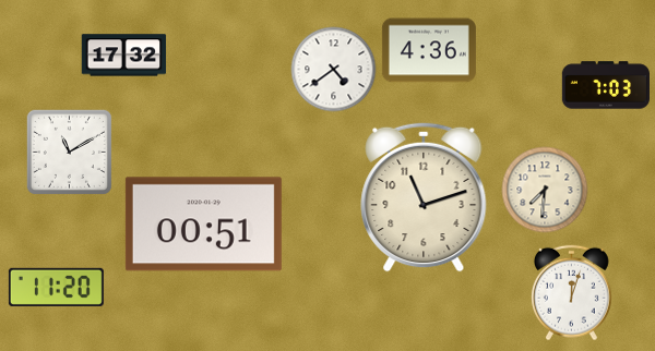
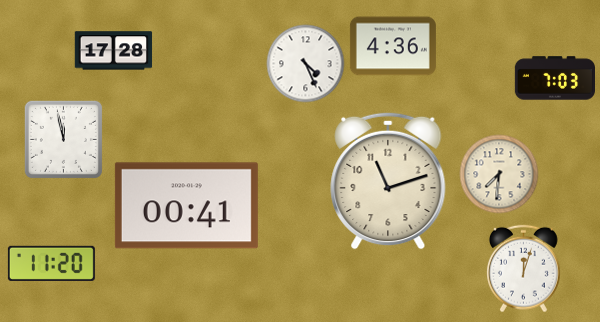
clock at (123, 56): 17:32 -> 17:28
clock at (333, 69): 4:39 -> 4:26
clock at (69, 152): 11:10 -> 11:58
clock at (203, 225): 00:51 -> 00:41
